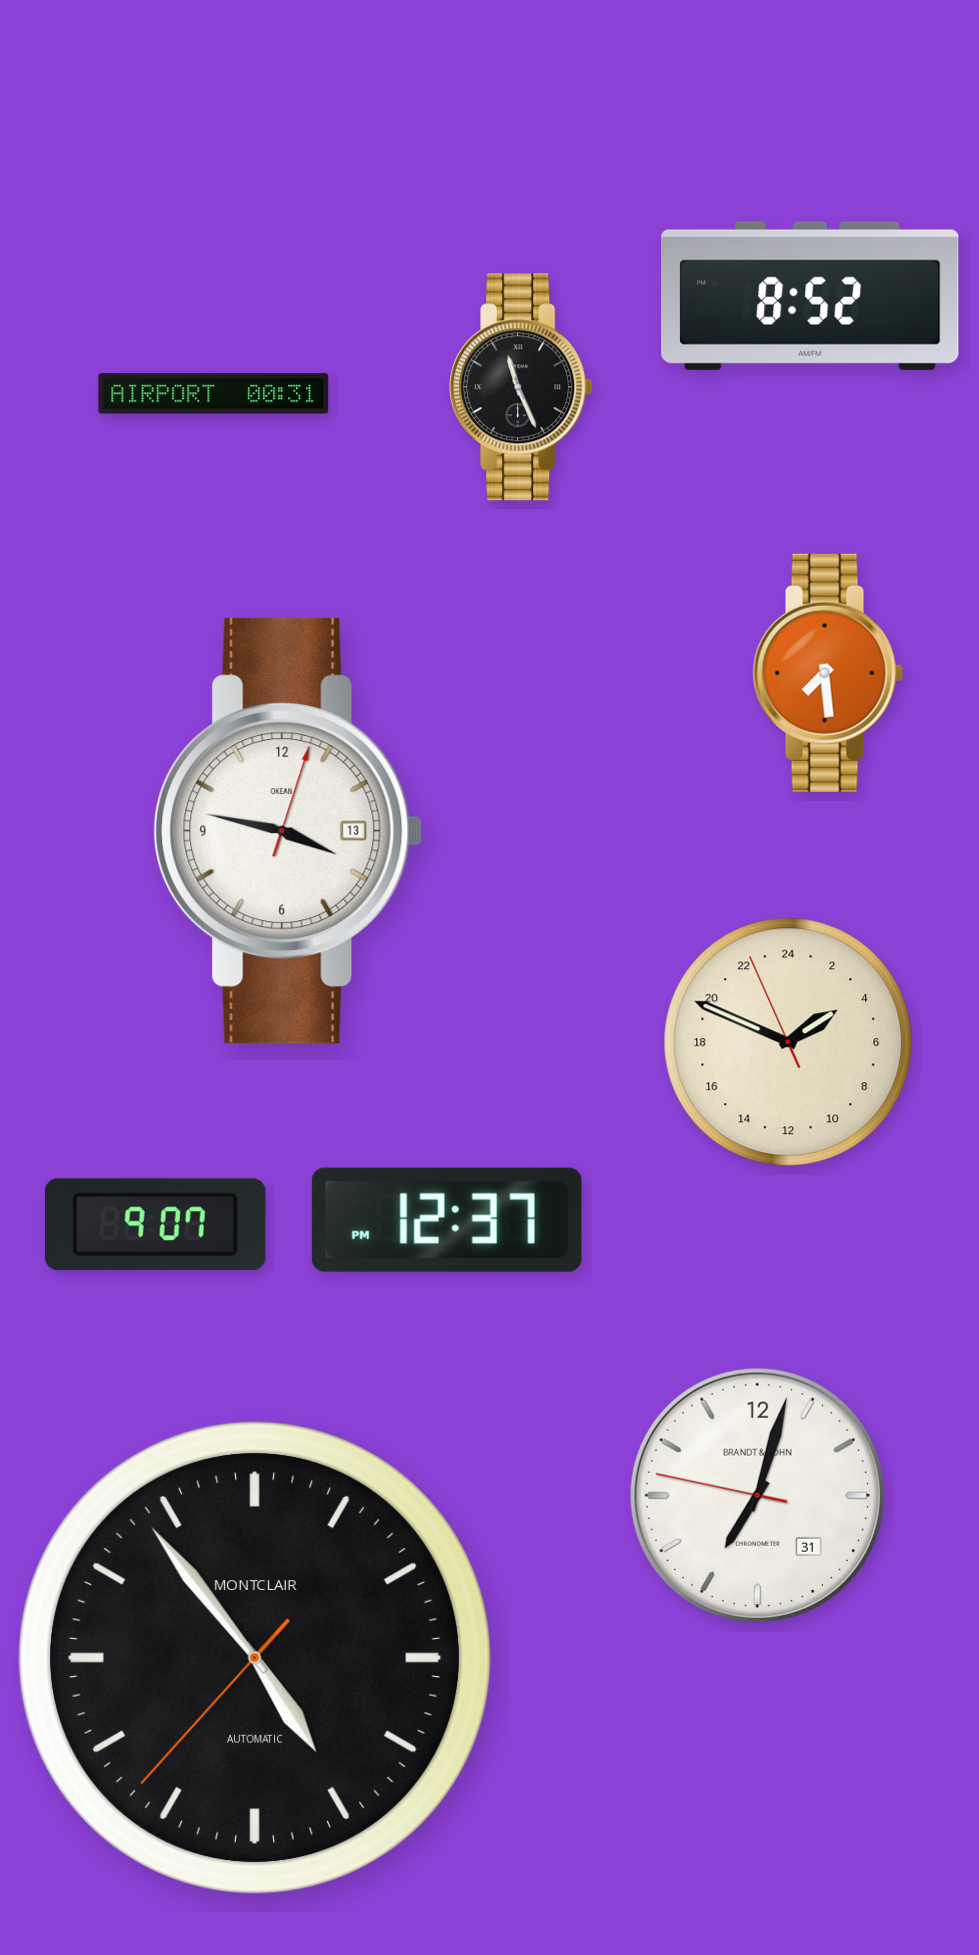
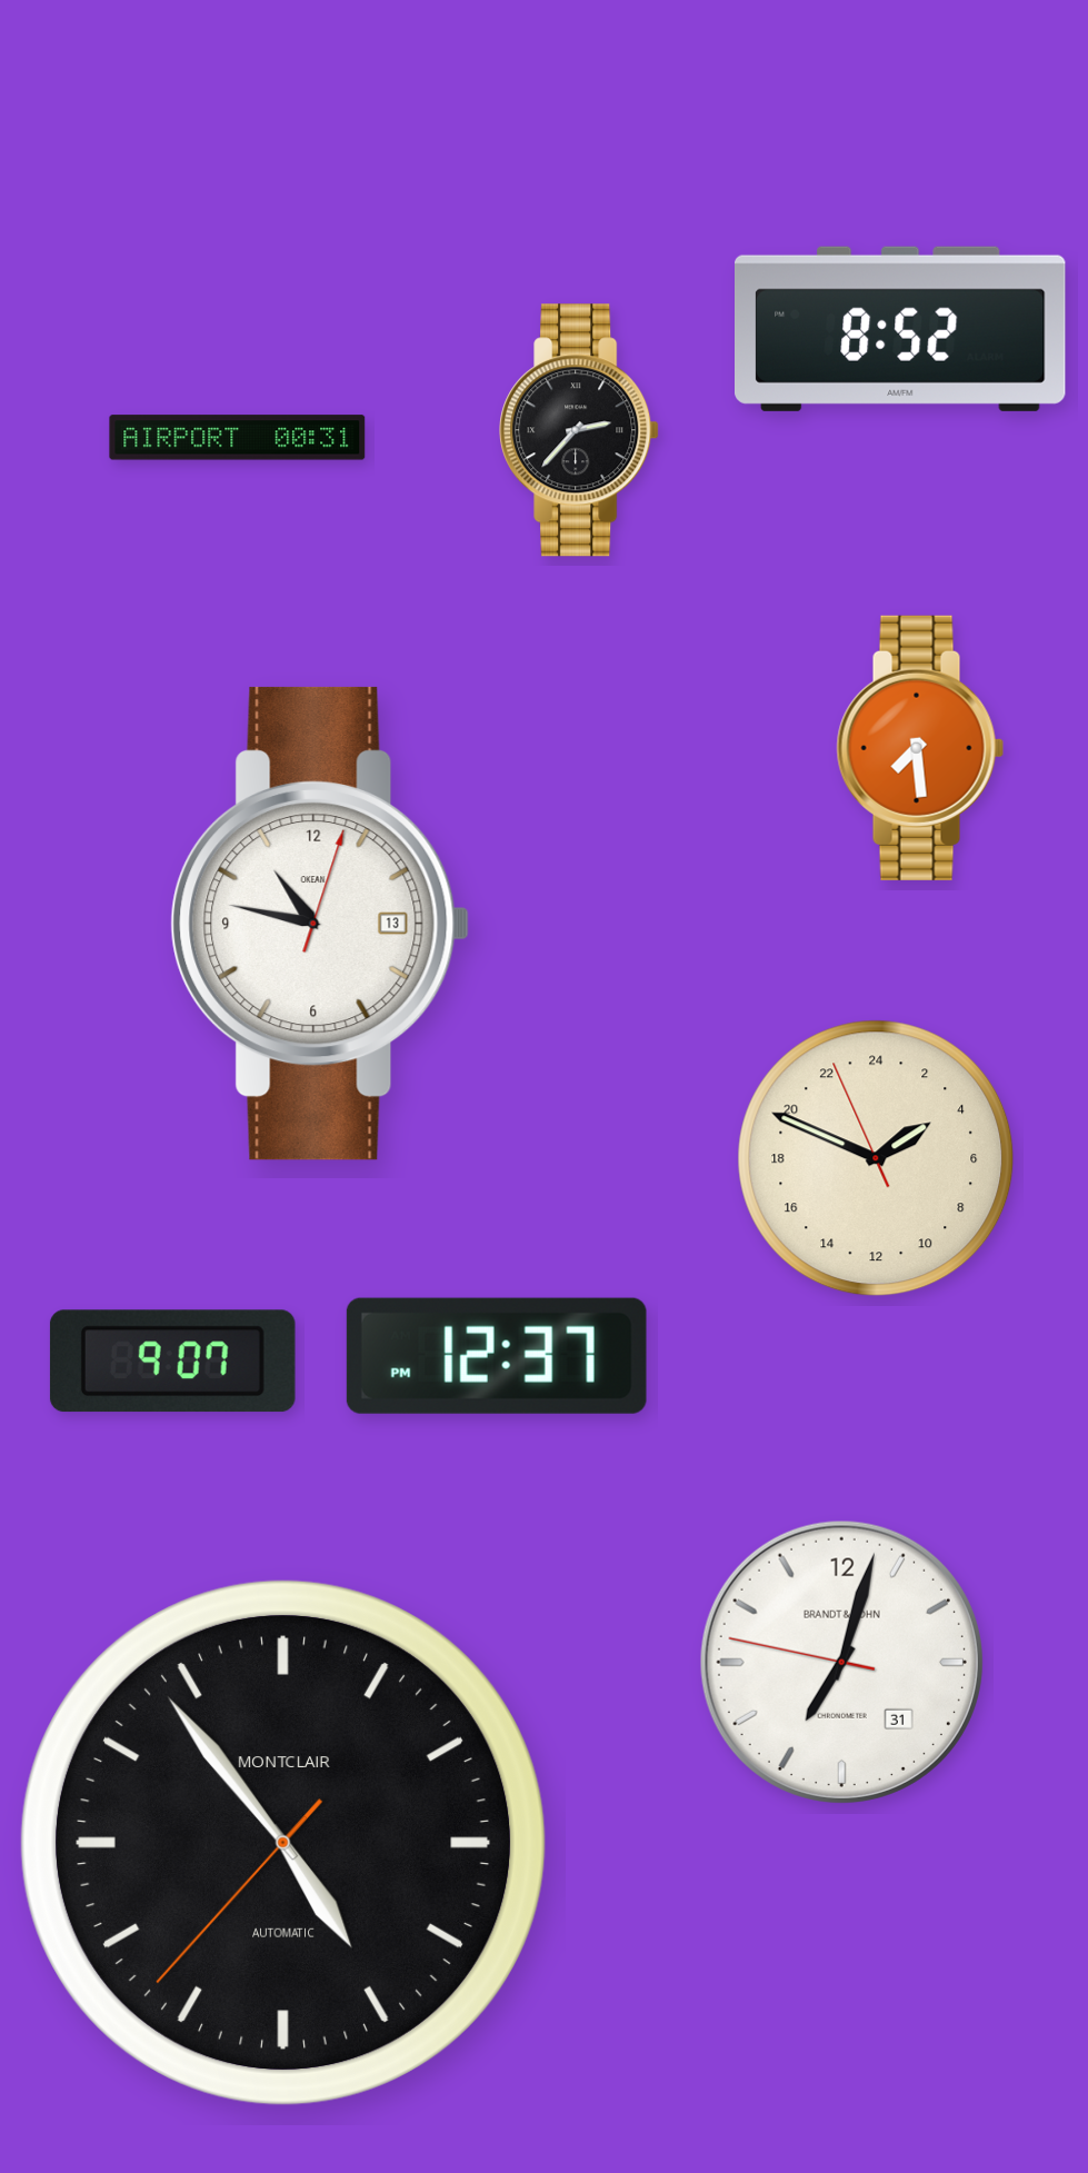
clock at (521, 387): 11:26 -> 2:37
clock at (288, 831): 3:47 -> 10:47
